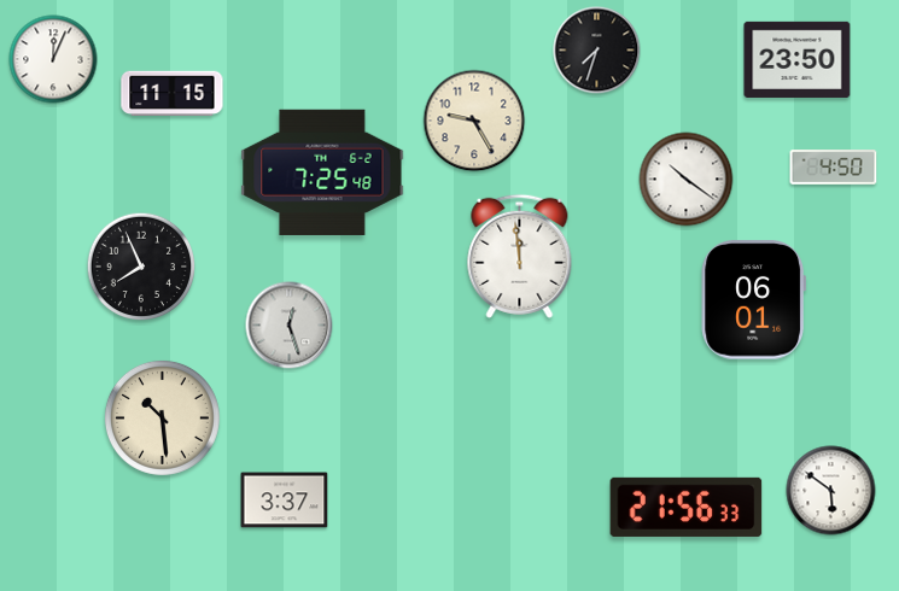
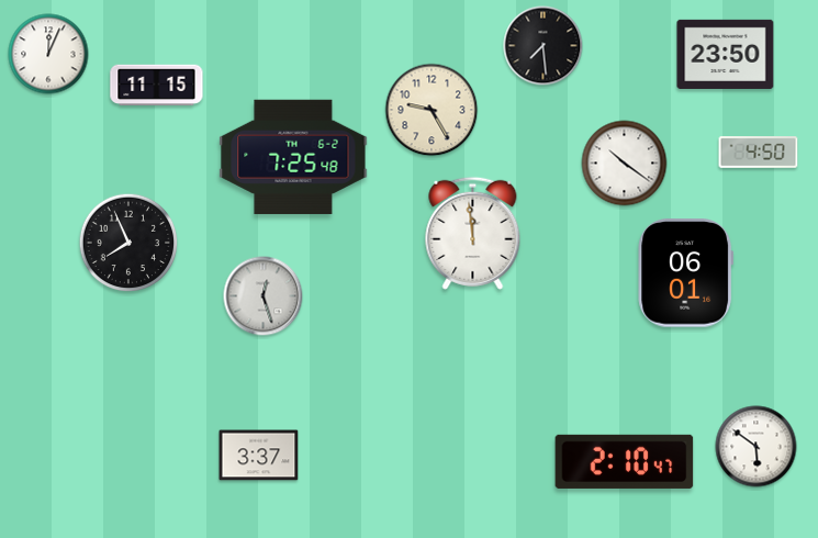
clock at (597, 51): 7:33 -> 7:29
clock at (162, 417): 10:29 -> none
clock at (687, 507): 21:56 -> 2:10
